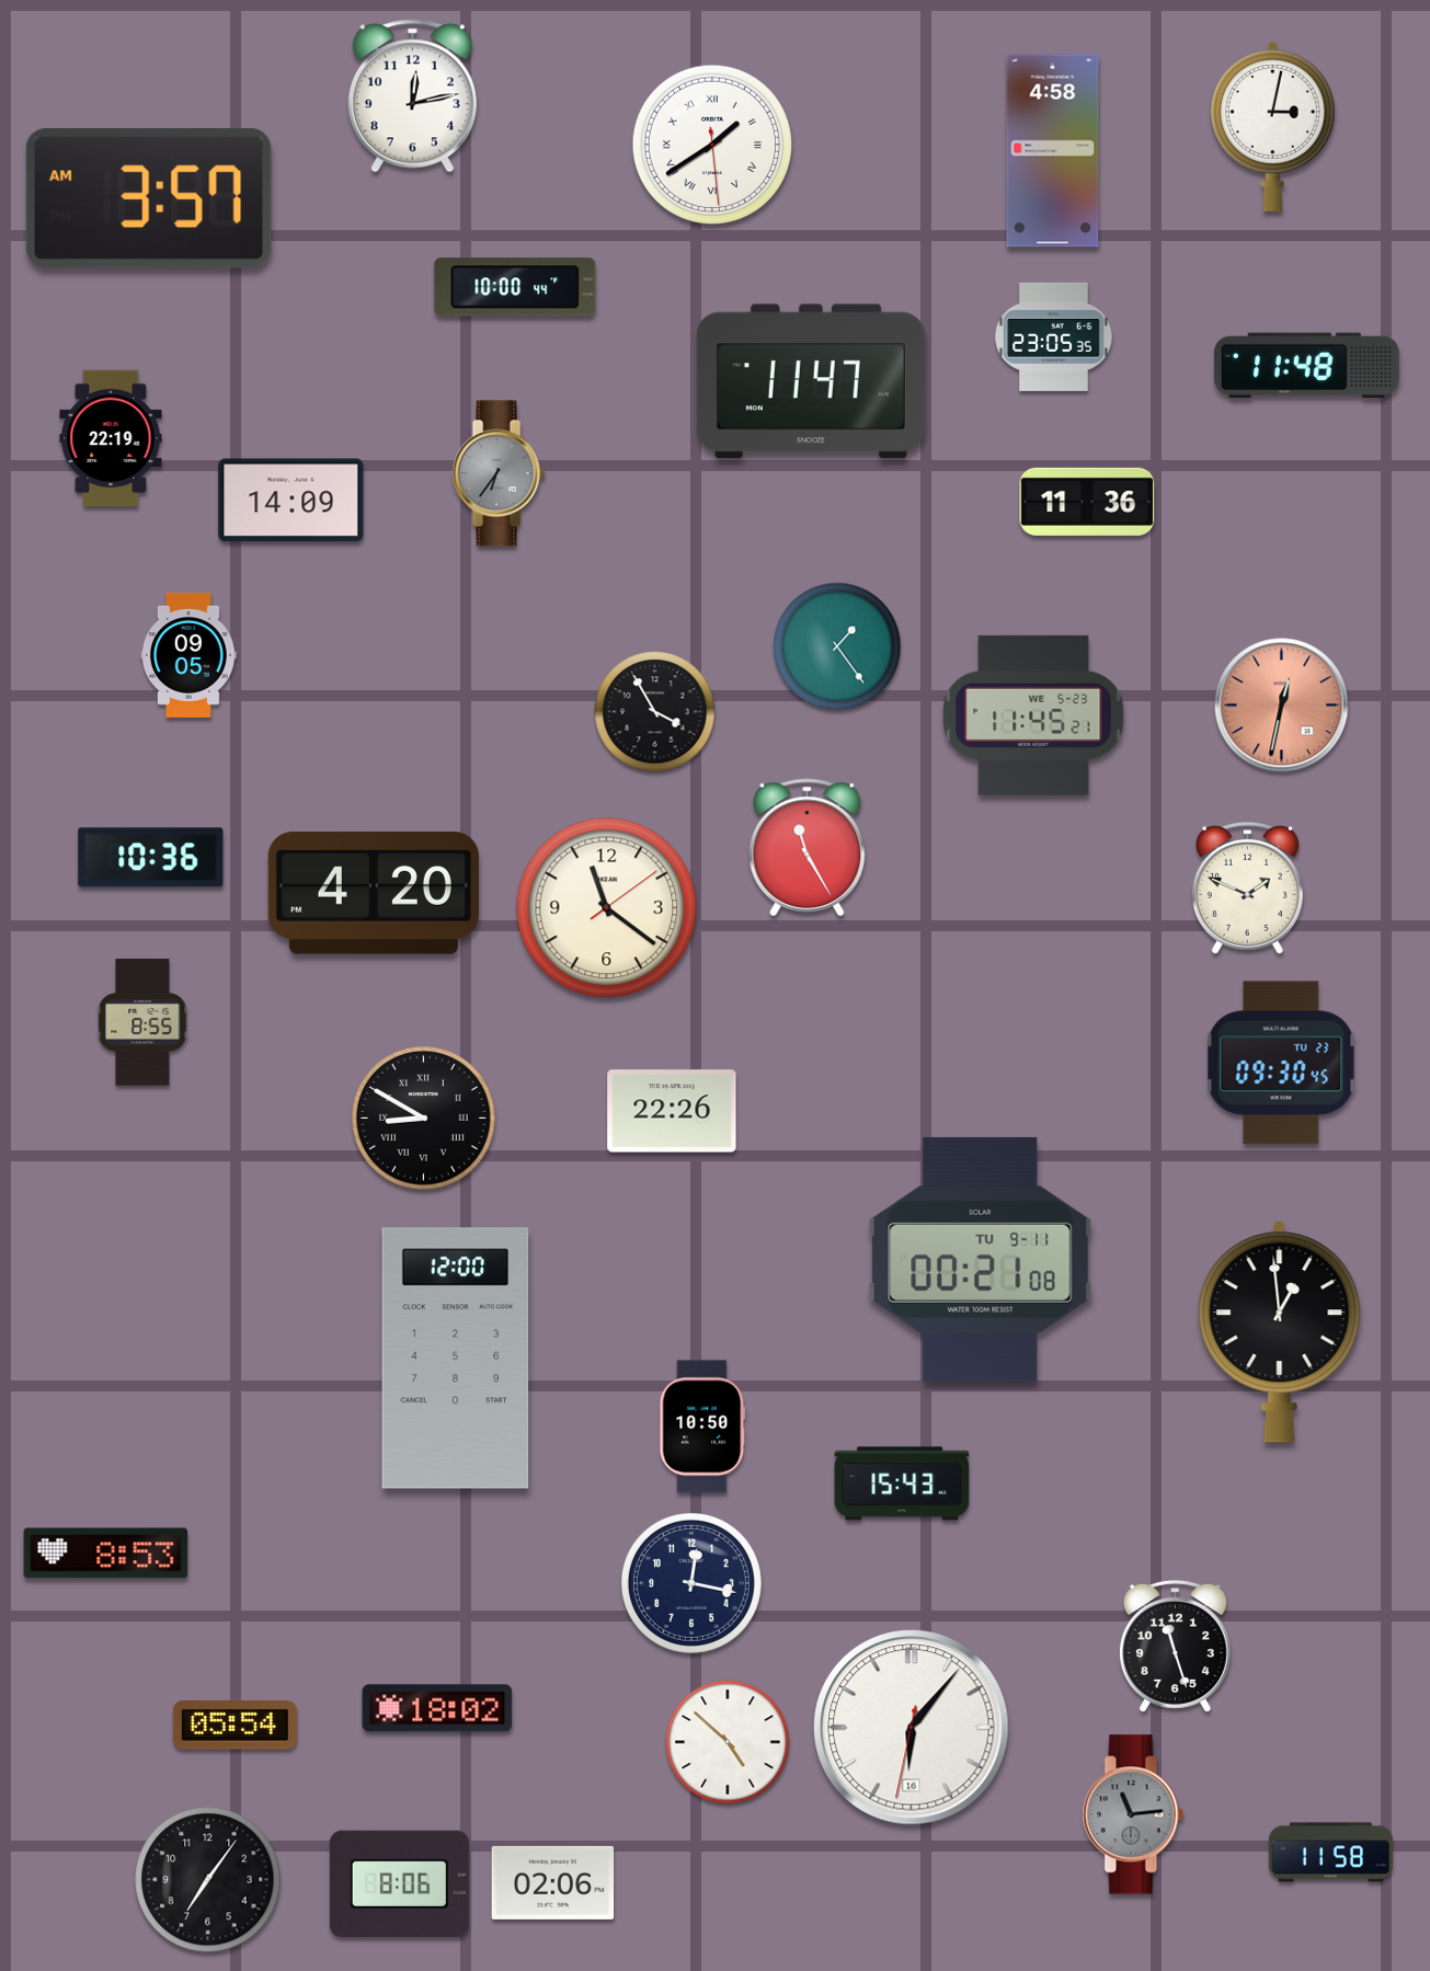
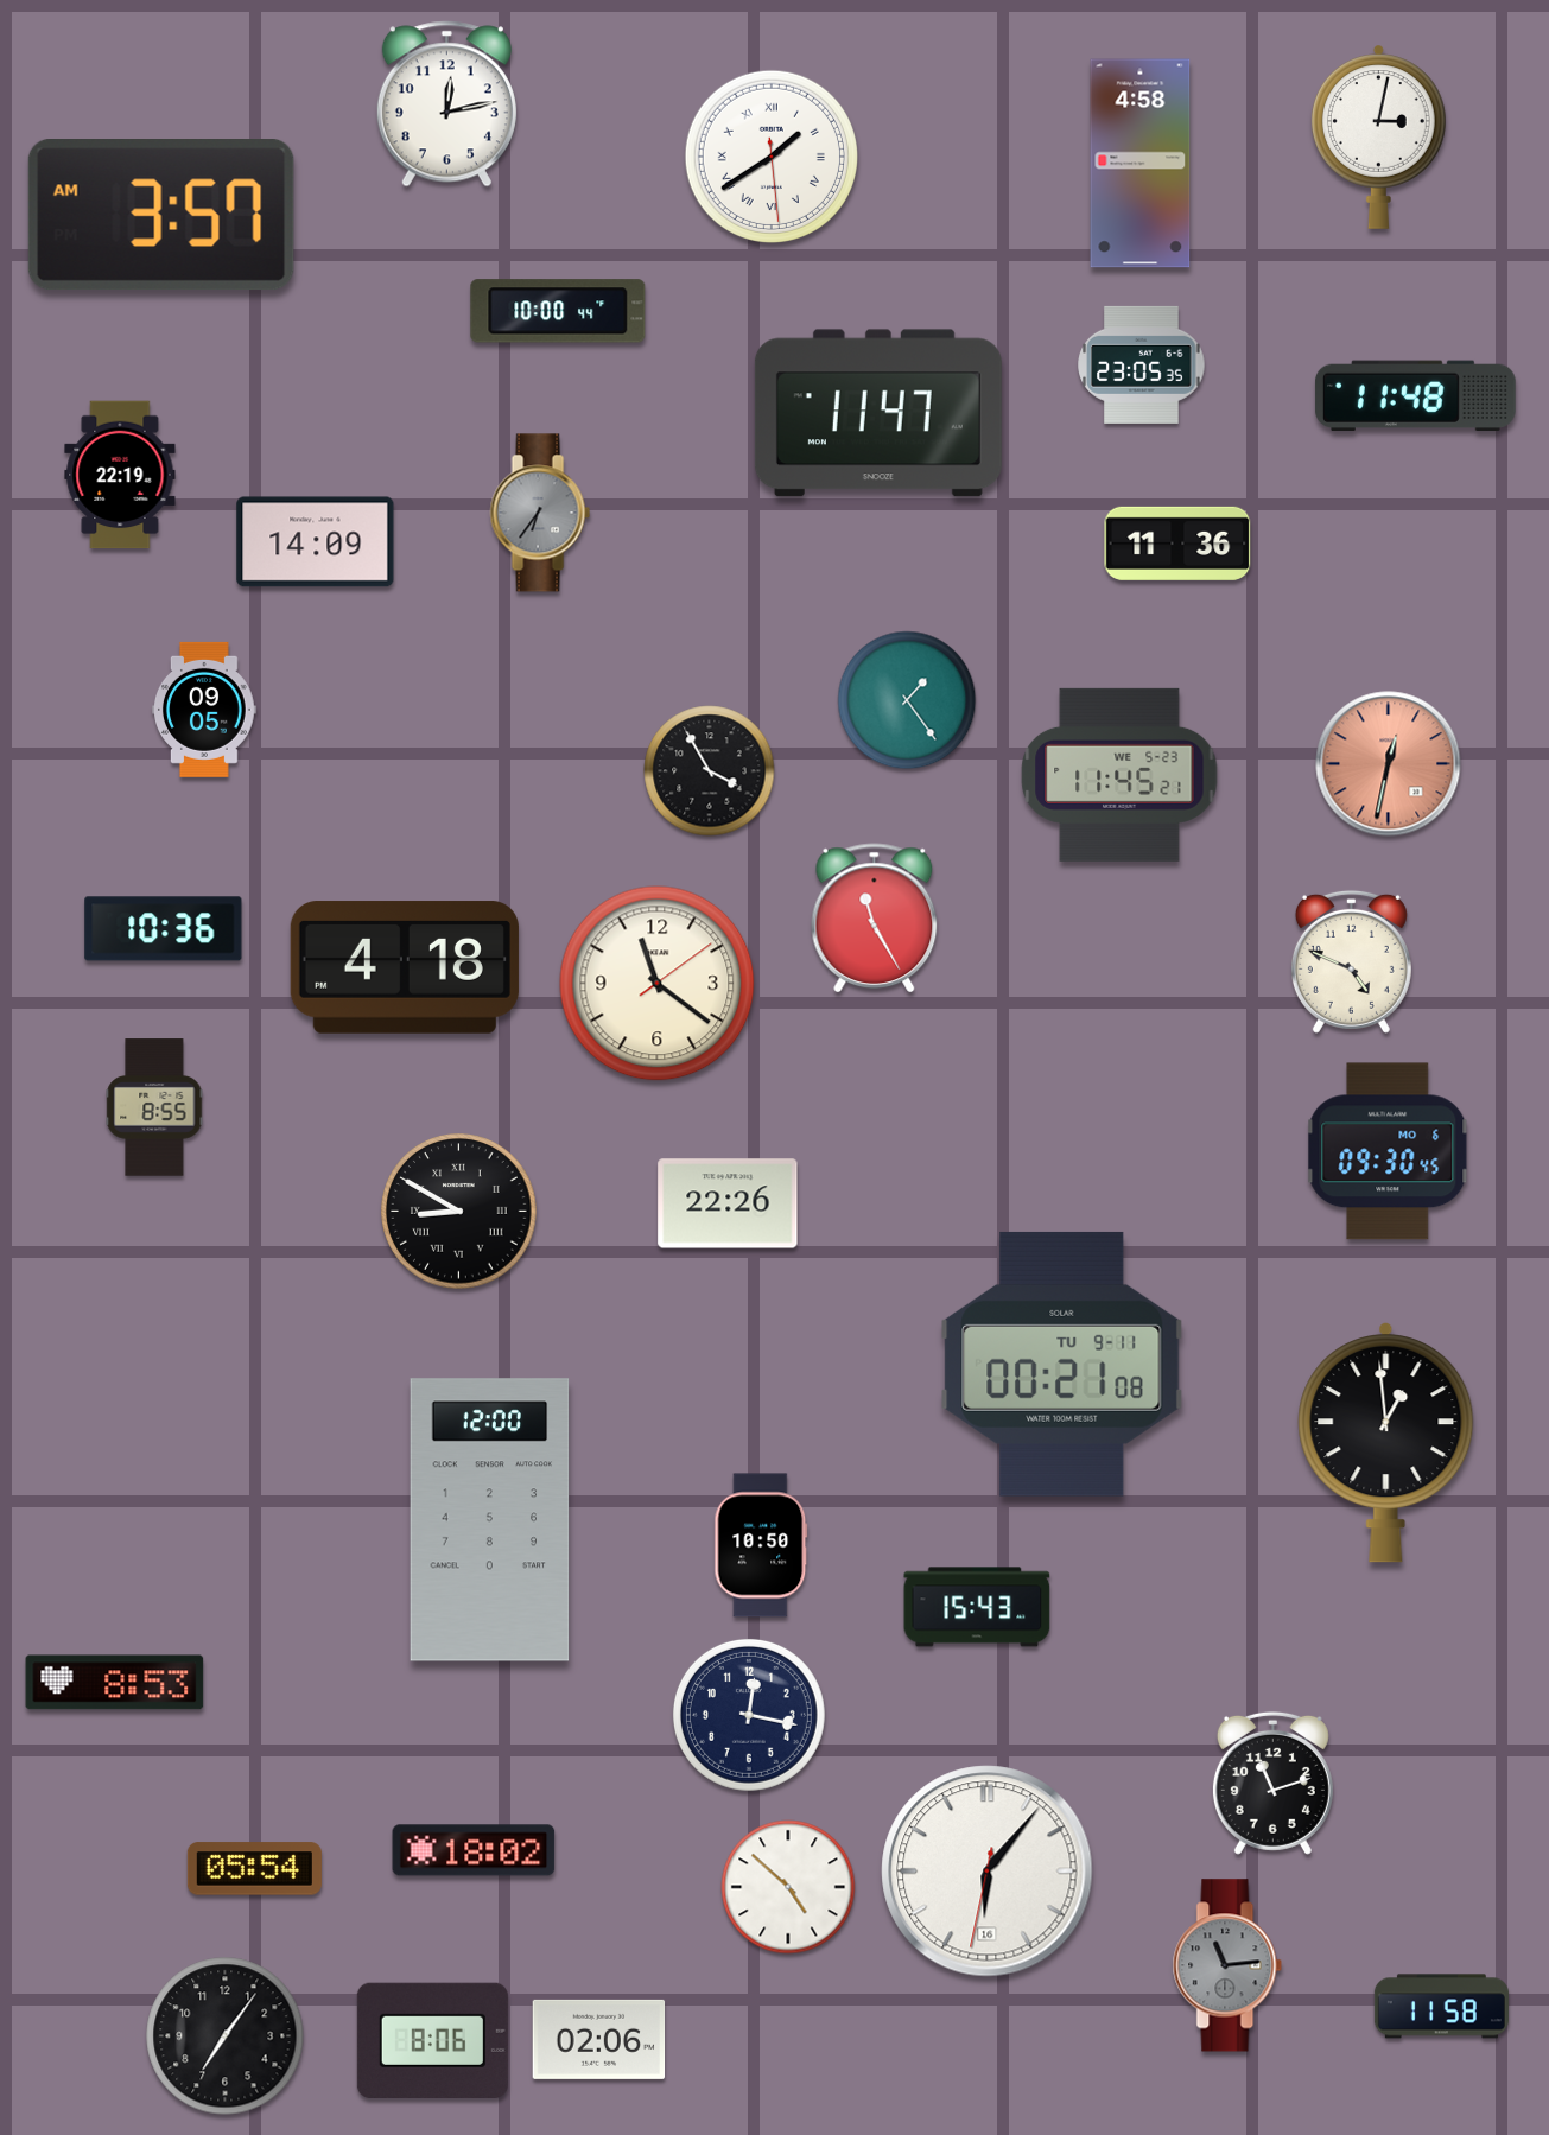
clock at (1247, 887): 1:49 -> 4:49
clock at (374, 893): 4:20 -> 4:18
clock at (1281, 1063) date: TU 23 -> MO 6
clock at (456, 1359) position: (456, 1359) -> (490, 1520)
clock at (1175, 1646): 11:27 -> 11:12
